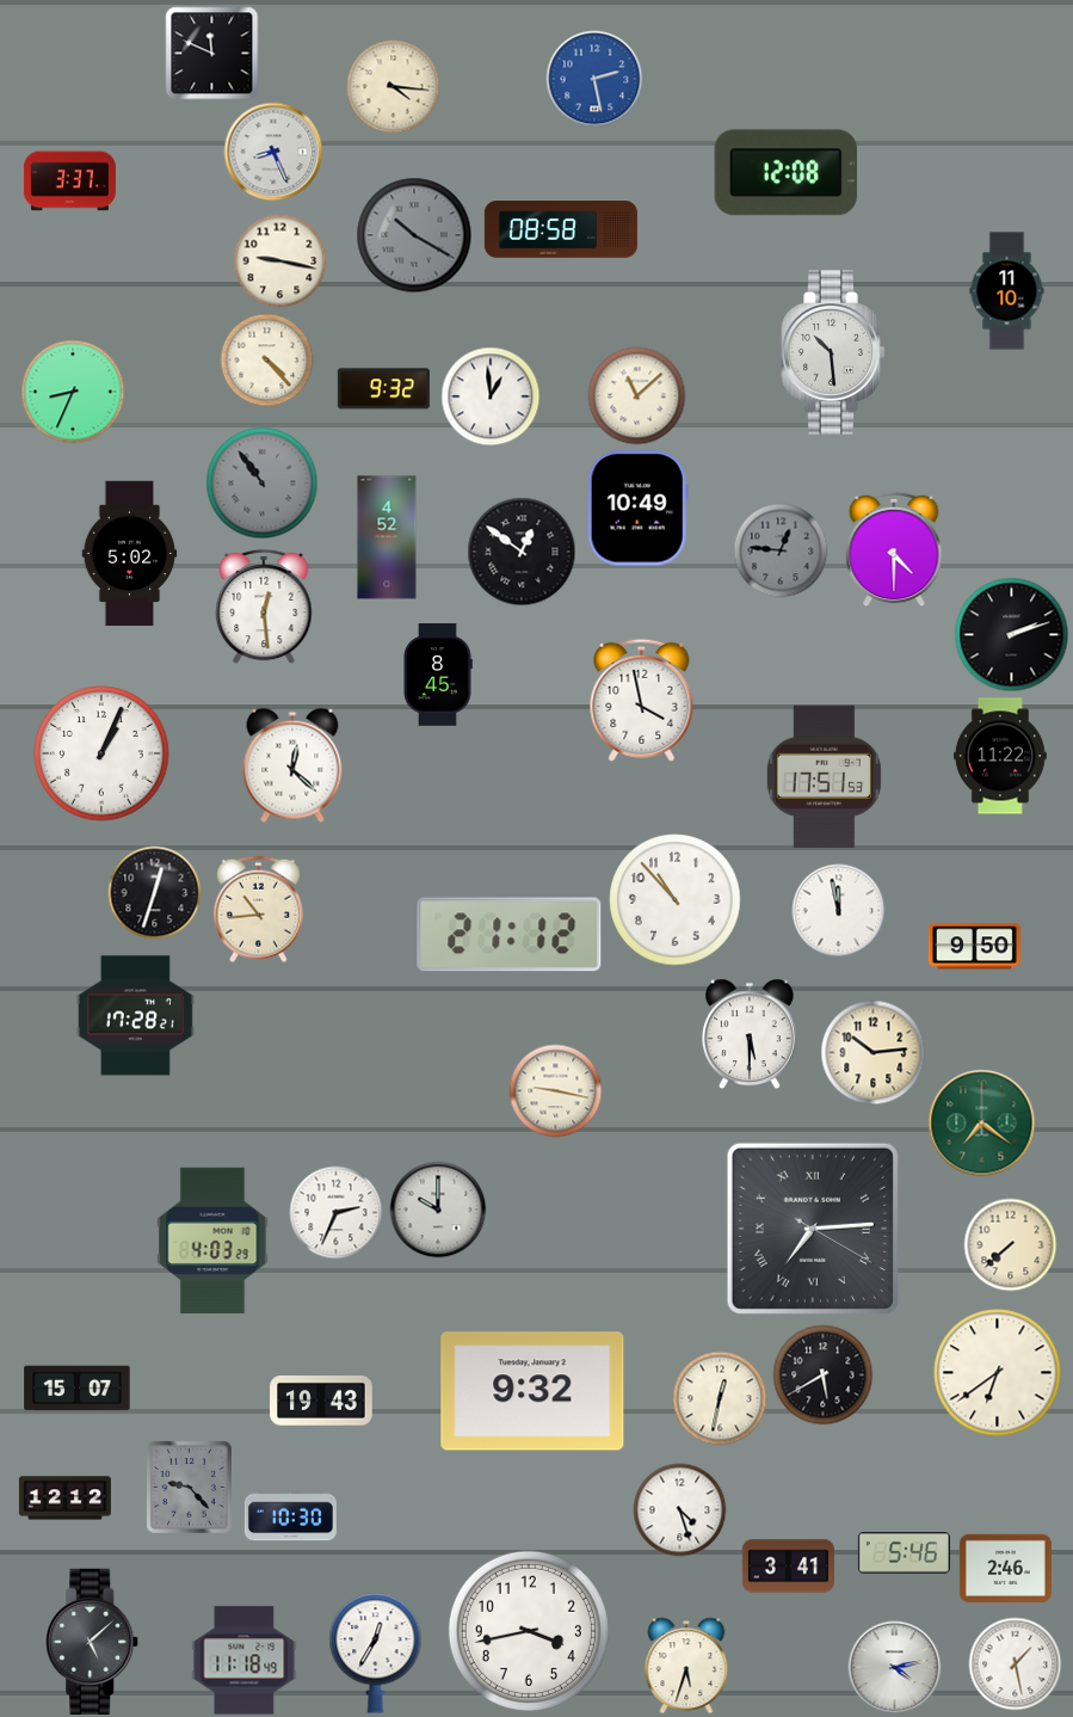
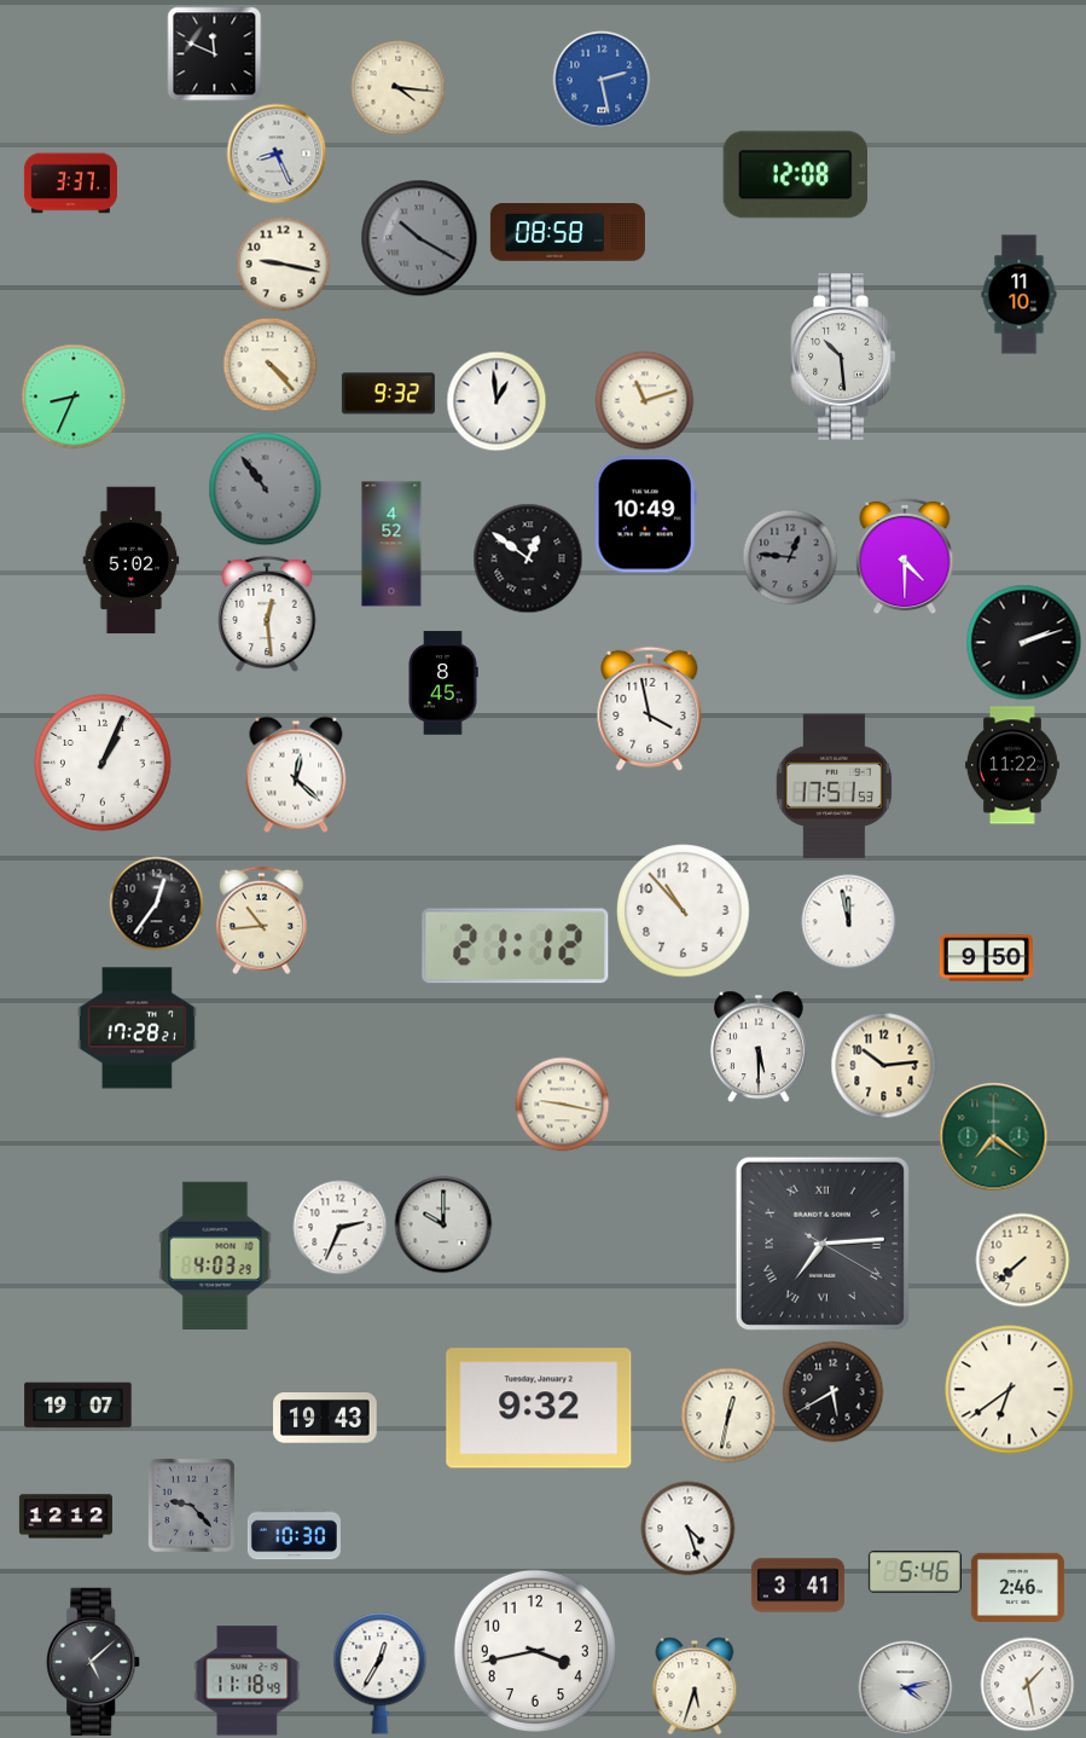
clock at (636, 395): 11:08 -> 11:12
clock at (154, 892): 12:33 -> 12:36
clock at (78, 1389): 15:07 -> 19:07
